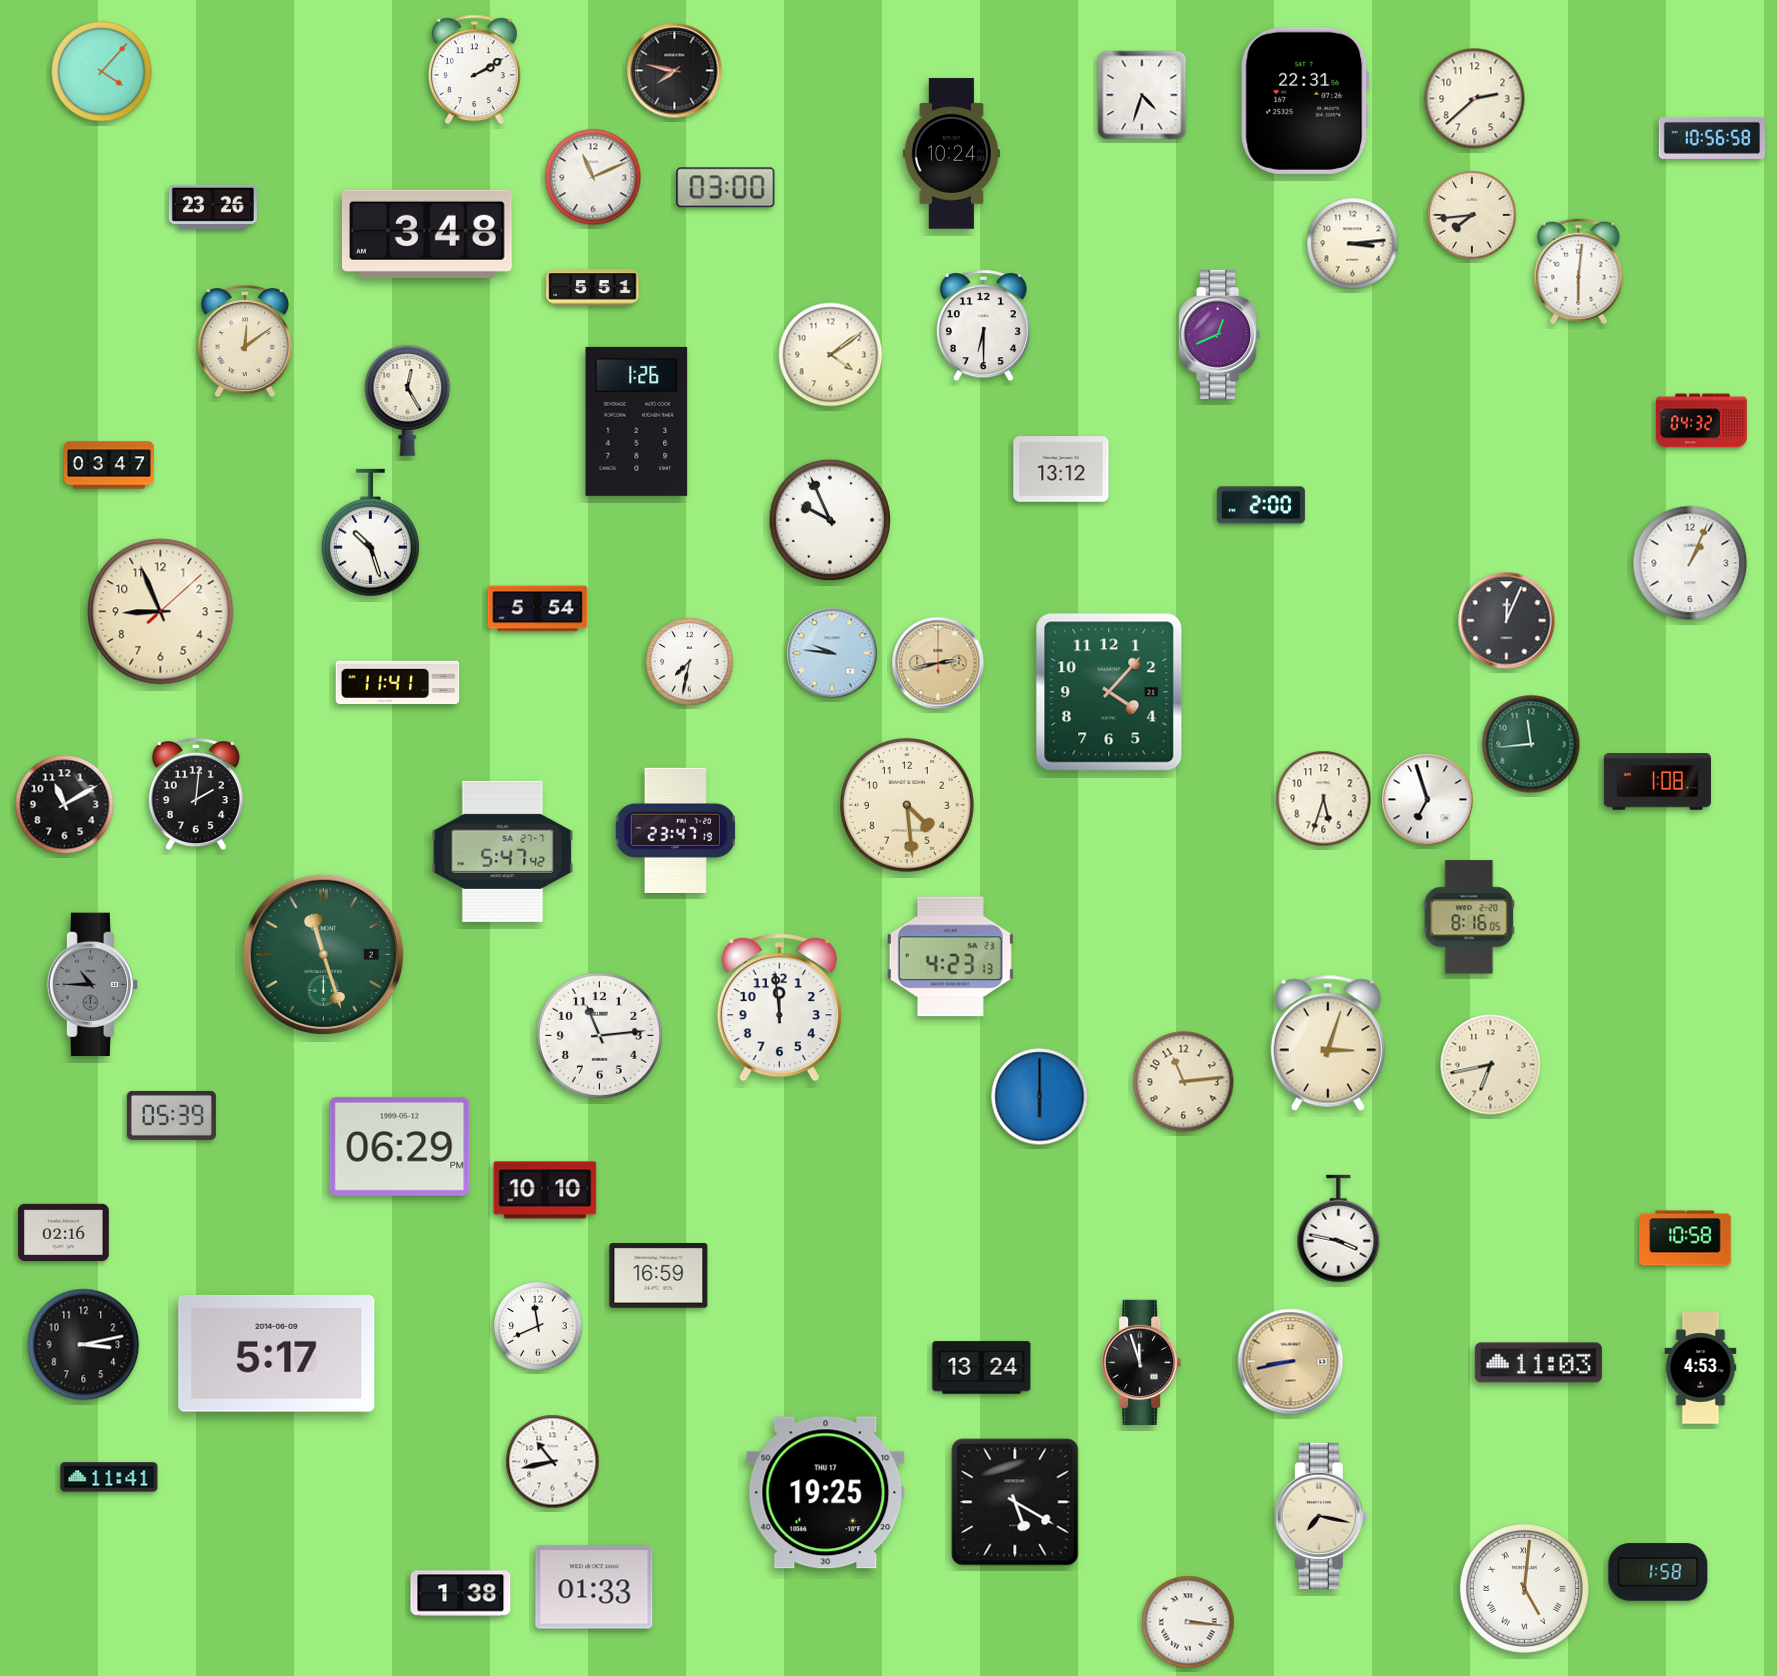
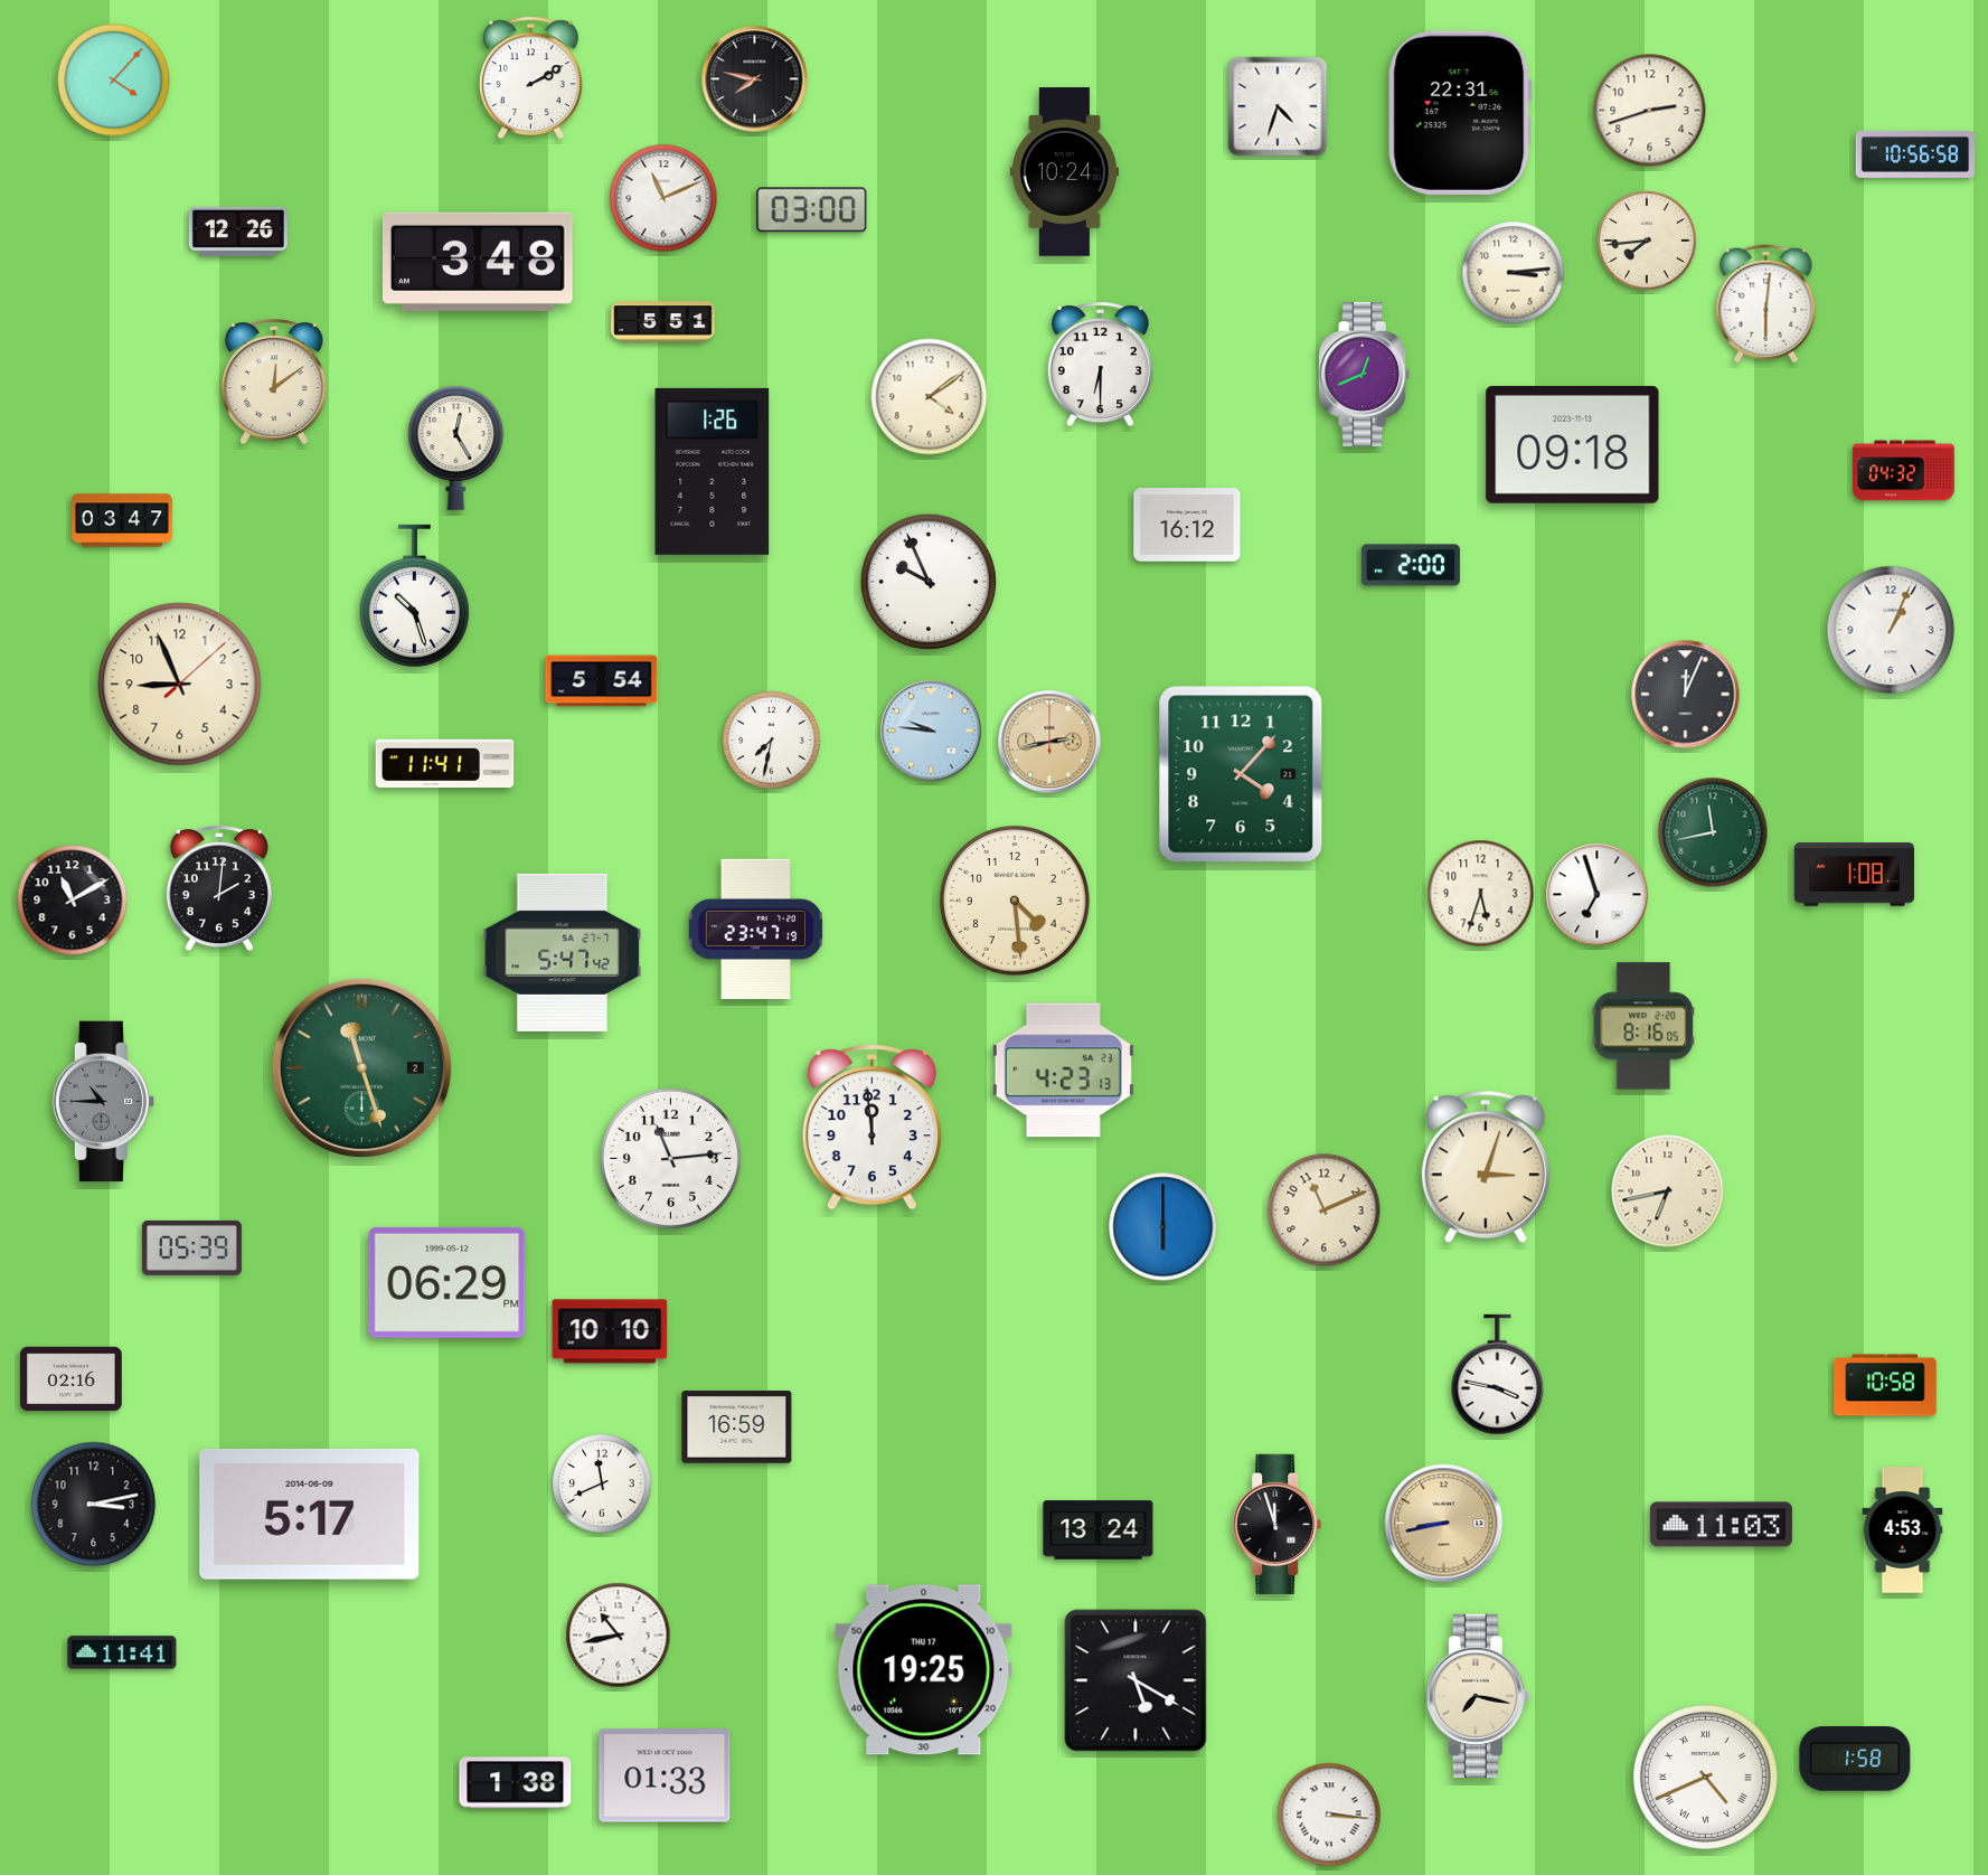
clock at (1475, 99): 2:38 -> 2:42
clock at (213, 207): 23:26 -> 12:26
clock at (1573, 444): none -> 09:18
clock at (1061, 470): 13:12 -> 16:12
clock at (1531, 744): 11:44 -> 11:43
clock at (1184, 1082): 11:14 -> 11:11
clock at (1524, 1588): 5:01 -> 4:41
